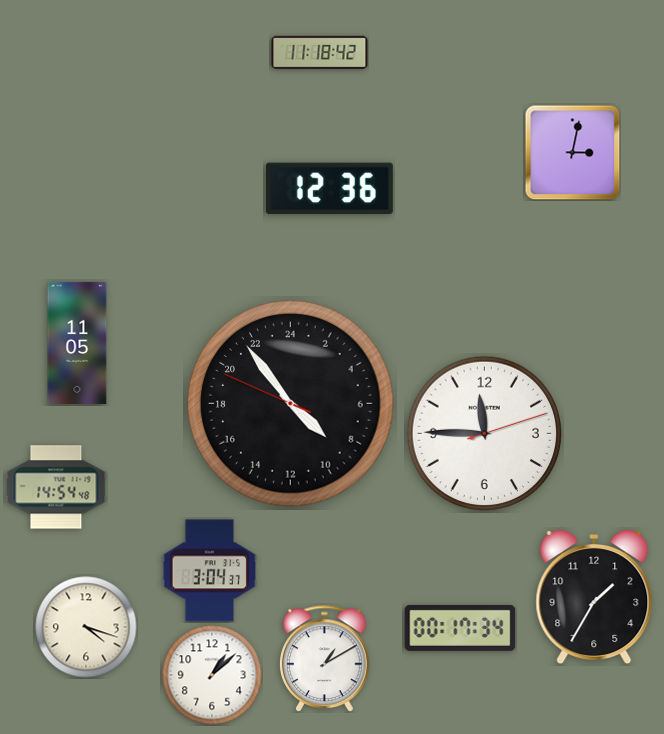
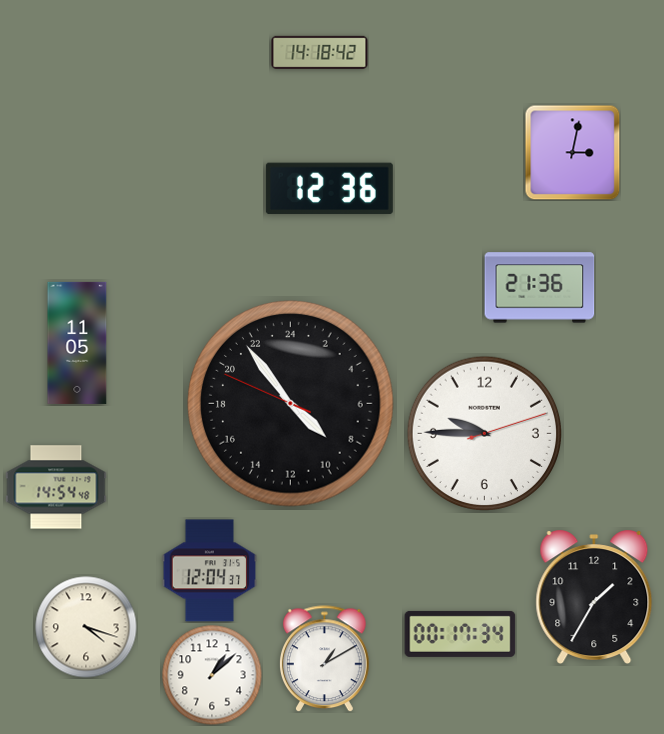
clock at (320, 52): 11:18 -> 14:18
clock at (540, 288): none -> 21:36
clock at (485, 434): 11:45 -> 9:45
clock at (210, 571): 3:04 -> 12:04
clock at (460, 628) position: (460, 628) -> (460, 634)
